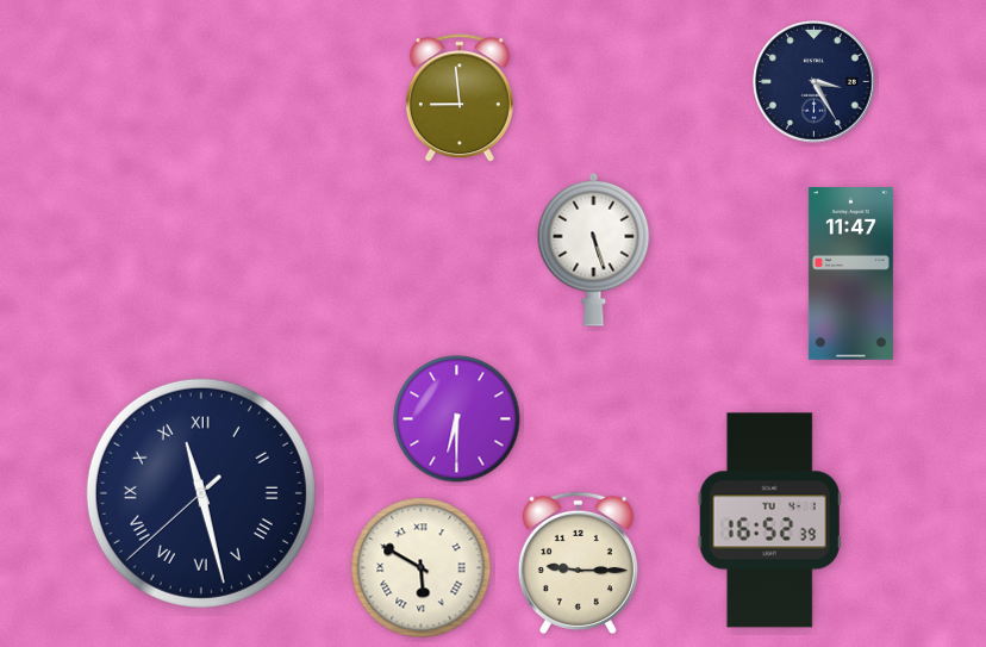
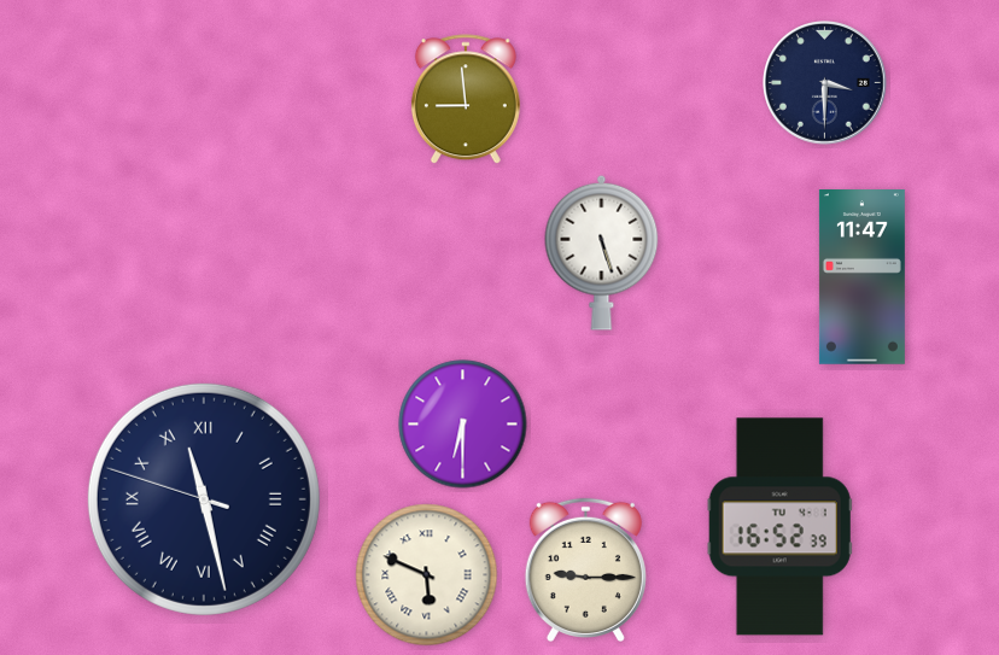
clock at (815, 82): 3:25 -> 3:30
clock at (201, 493): 11:27:38 -> 11:27:48
clock at (422, 568): 5:50 -> 5:49
